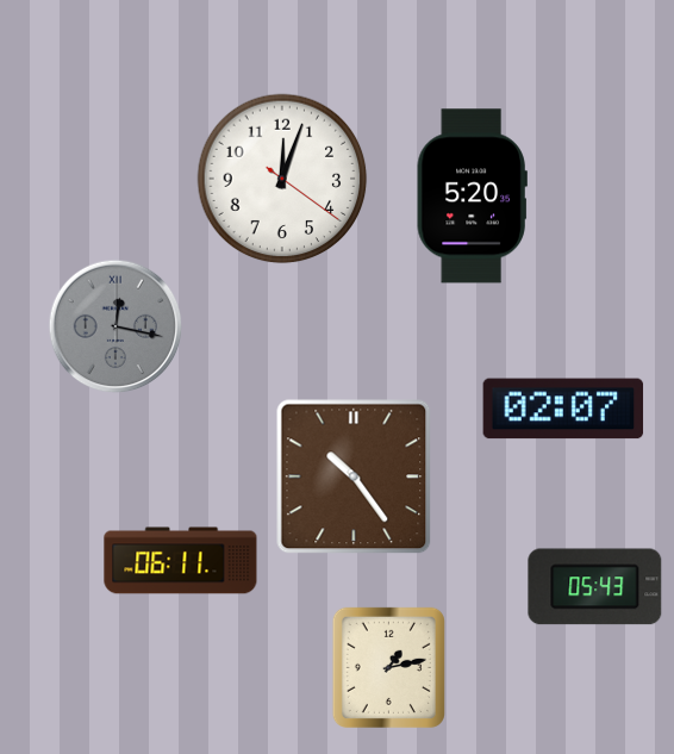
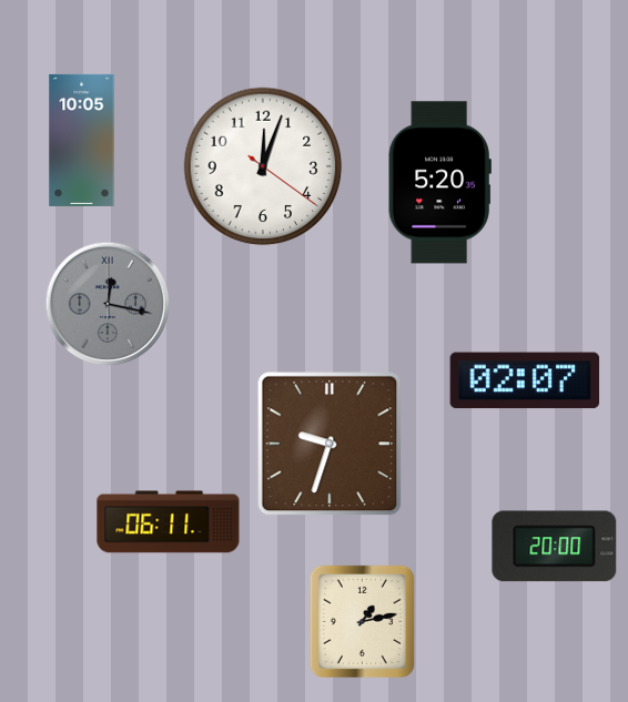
clock at (82, 140): none -> 10:05
clock at (354, 476): 10:24 -> 9:33
clock at (595, 587): 05:43 -> 20:00
